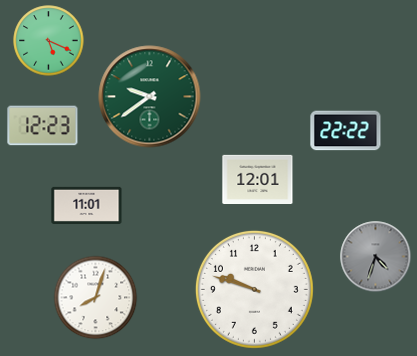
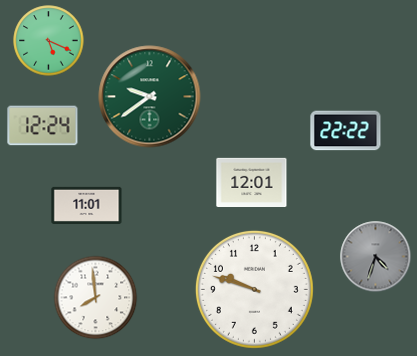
clock at (43, 126): 12:23 -> 12:24
clock at (258, 179) position: (258, 179) -> (252, 182)
clock at (96, 298): 8:03 -> 7:59
